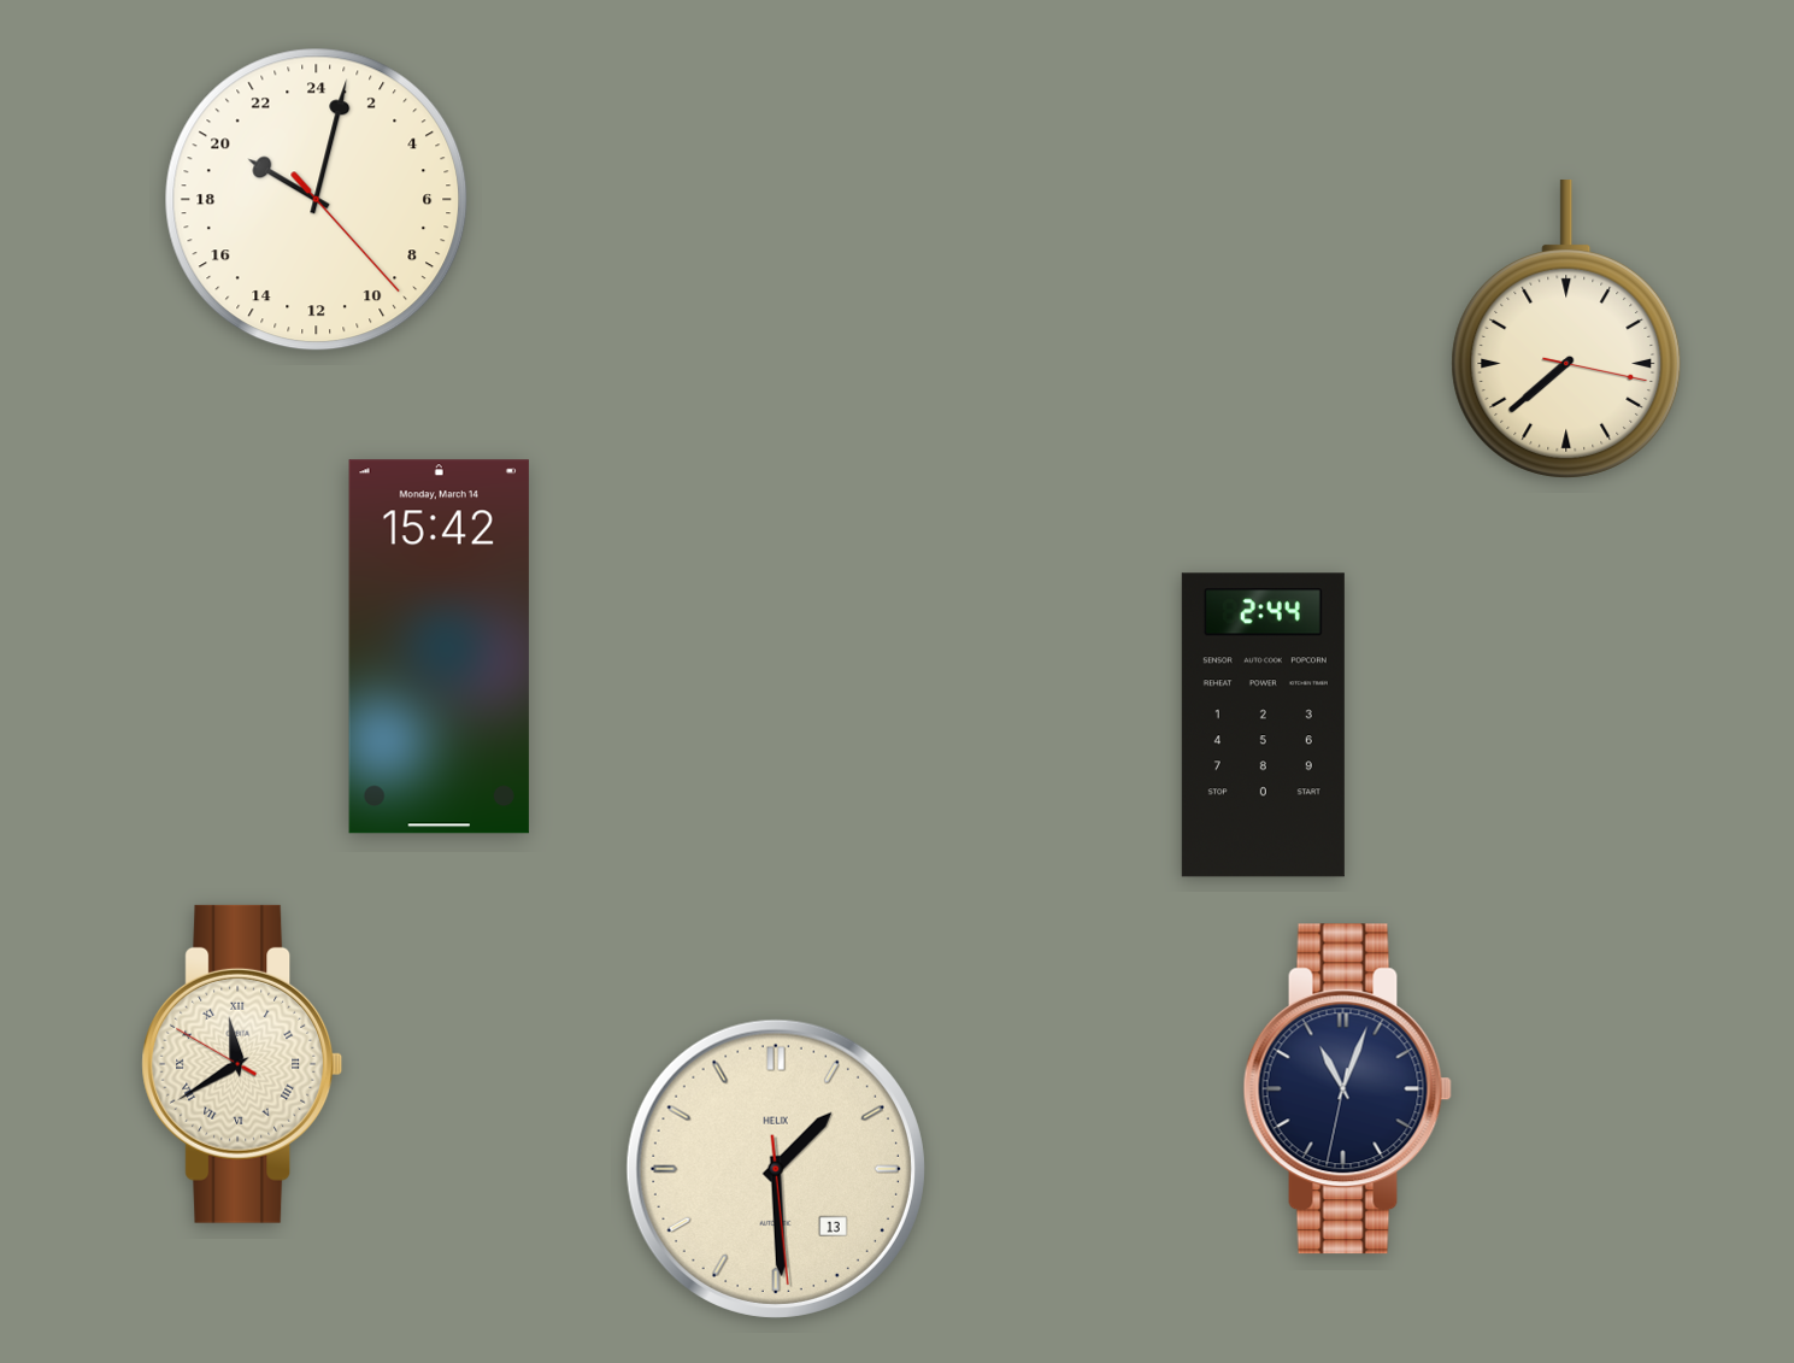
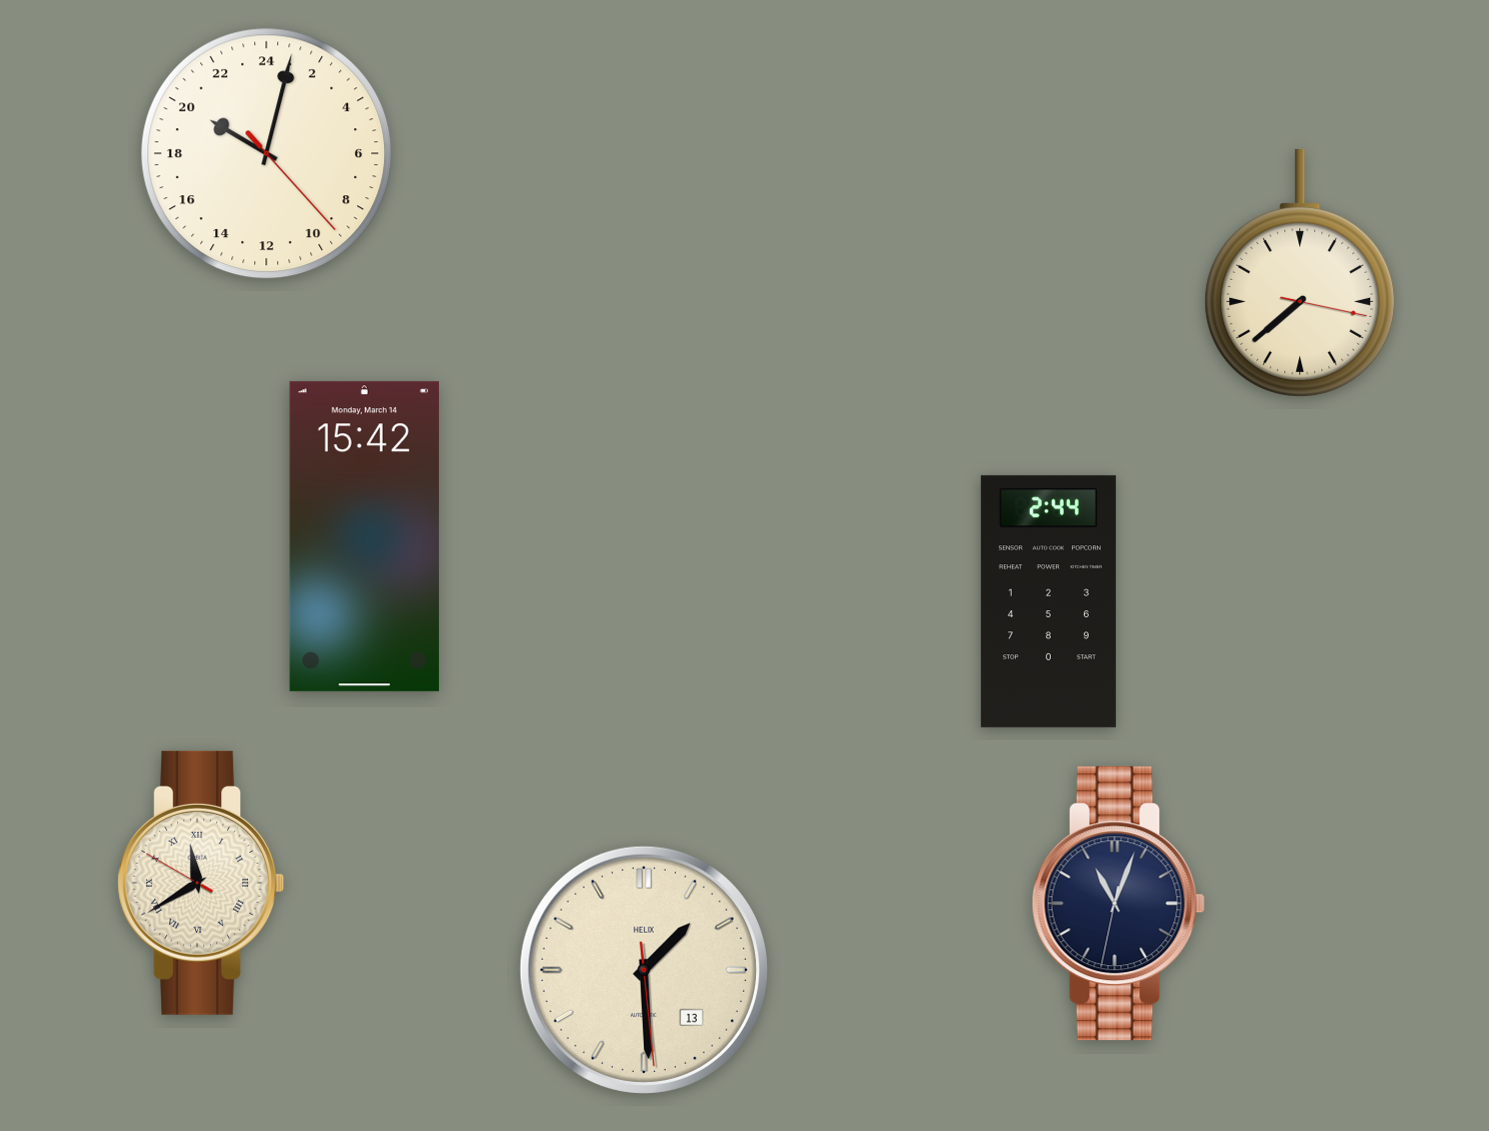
clock at (317, 200) position: (317, 200) -> (267, 154)
